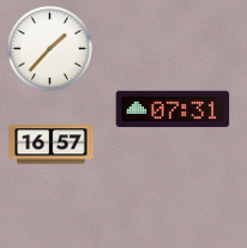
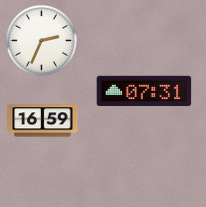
clock at (49, 48): 1:37 -> 2:34
clock at (52, 145): 16:57 -> 16:59
